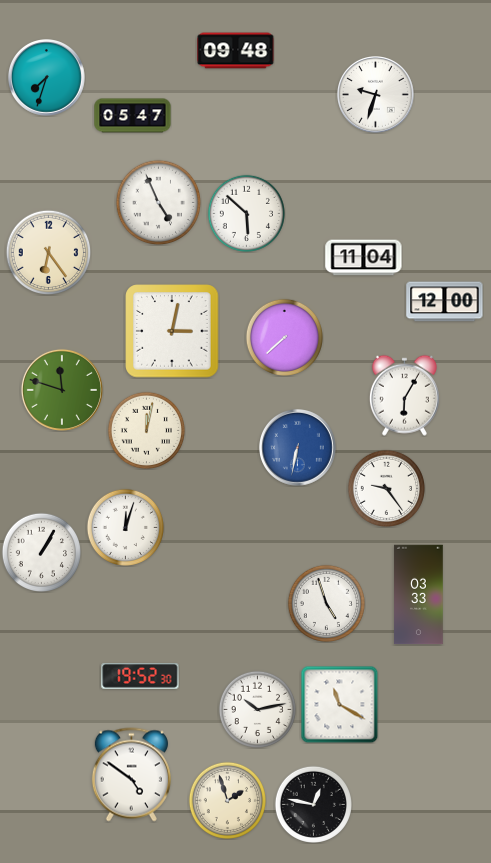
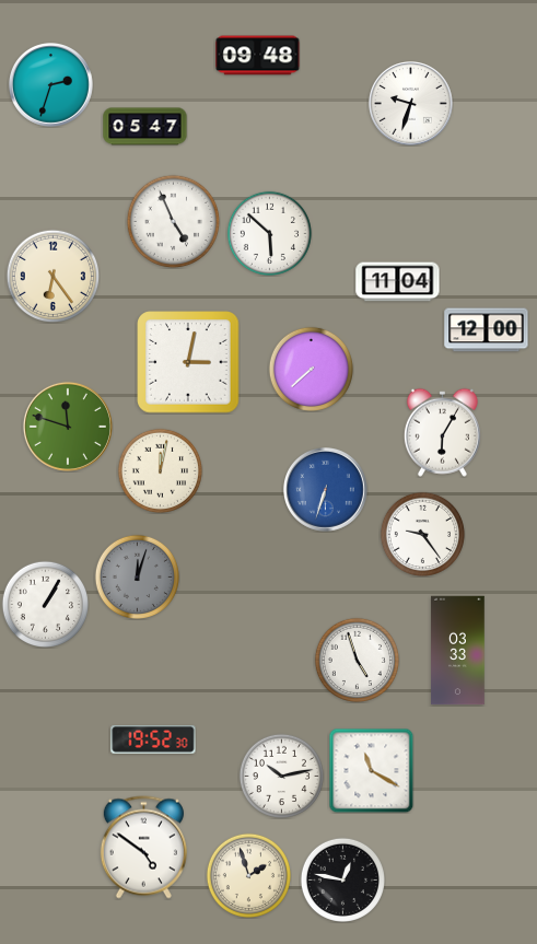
clock at (47, 78): 7:33 -> 2:33
clock at (298, 448): 6:32 -> 6:33
clock at (125, 527) dial: white -> grey
